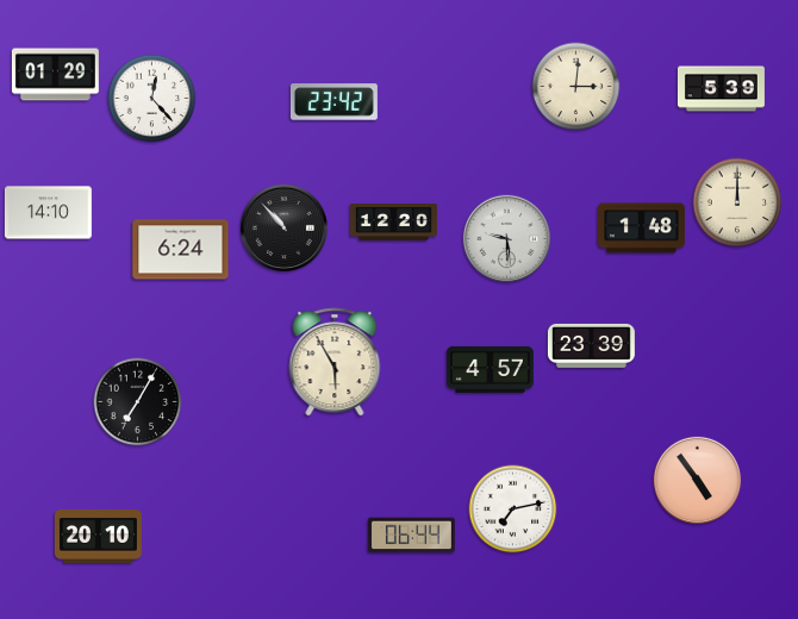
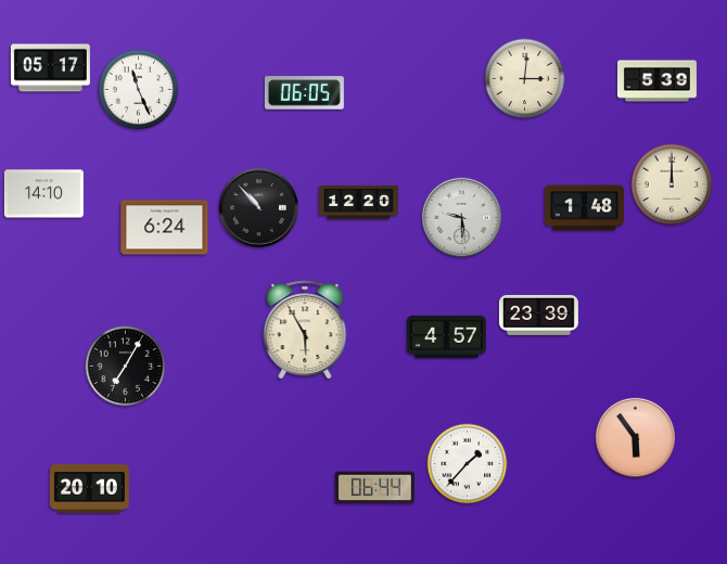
clock at (55, 75): 01:29 -> 05:17
clock at (152, 99): 12:23 -> 11:26
clock at (333, 102): 23:42 -> 06:05
clock at (697, 480): 4:54 -> 5:54
clock at (513, 509): 7:13 -> 1:37
